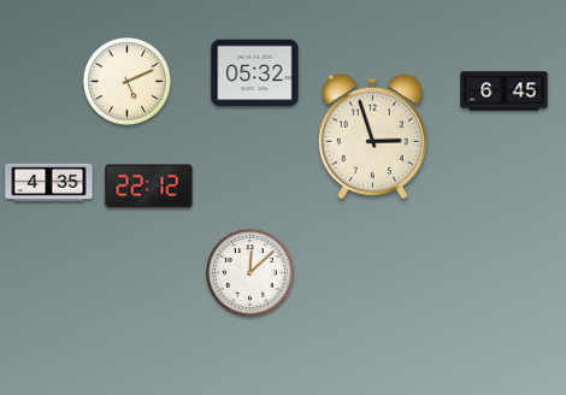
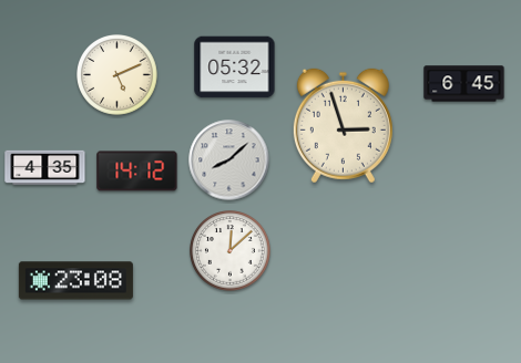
clock at (229, 160): none -> 8:08
clock at (149, 187): 22:12 -> 14:12
clock at (75, 281): none -> 23:08
